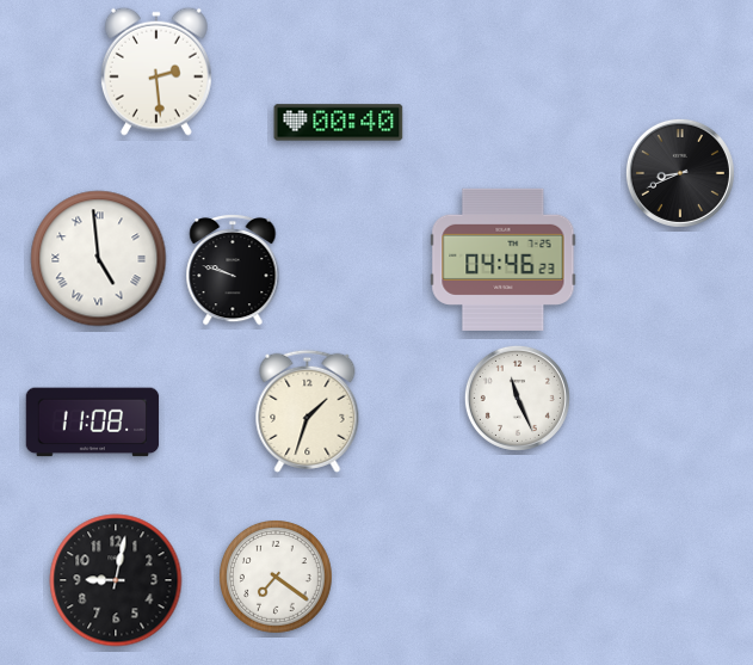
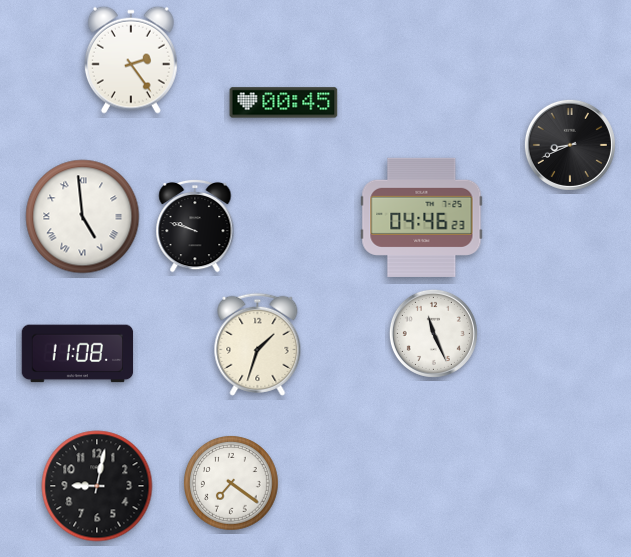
clock at (156, 72): 2:29 -> 2:24
clock at (339, 123): 00:40 -> 00:45
